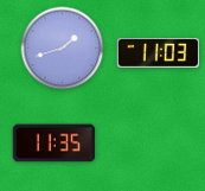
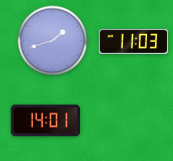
clock at (159, 52) position: (159, 52) -> (134, 41)
clock at (55, 144): 11:35 -> 14:01
